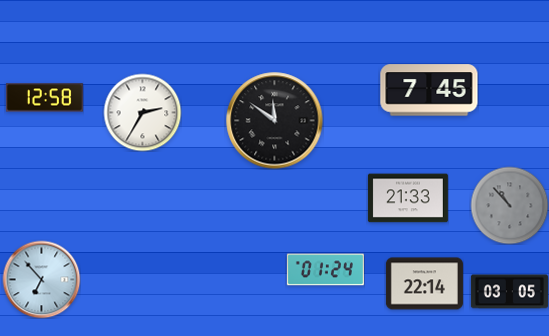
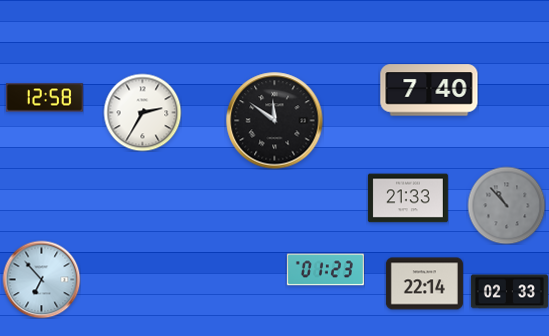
clock at (429, 90): 7:45 -> 7:40
clock at (509, 205) position: (509, 205) -> (506, 205)
clock at (325, 270): 01:24 -> 01:23
clock at (509, 292): 03:05 -> 02:33
